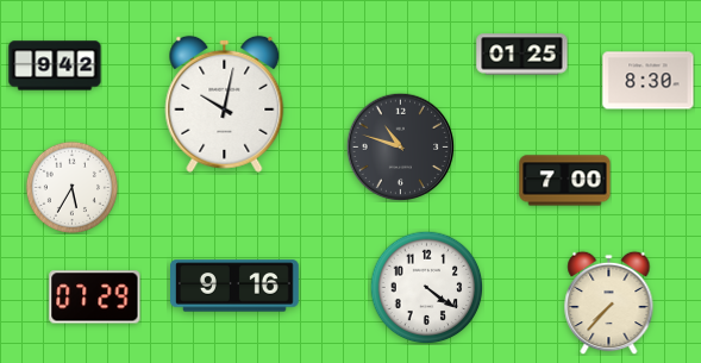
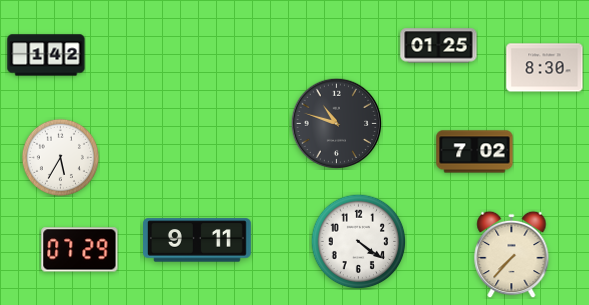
clock at (55, 65): 9:42 -> 1:42
clock at (225, 104): 10:02 -> none
clock at (565, 181): 7:00 -> 7:02
clock at (236, 286): 9:16 -> 9:11
